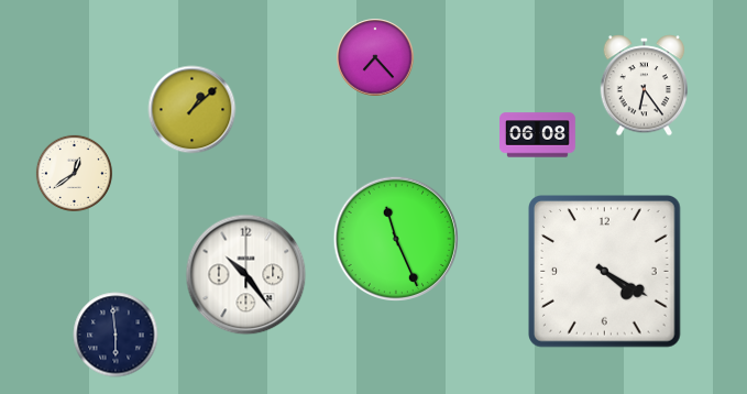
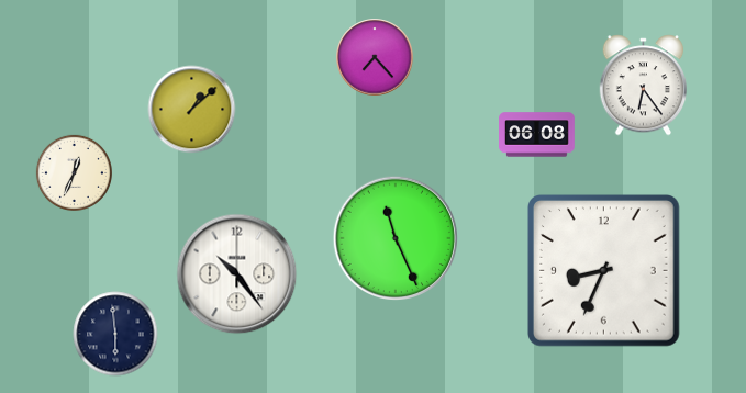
clock at (74, 173): 12:39 -> 12:34
clock at (605, 272): 4:20 -> 8:34
clock at (246, 275) position: (246, 275) -> (237, 274)
